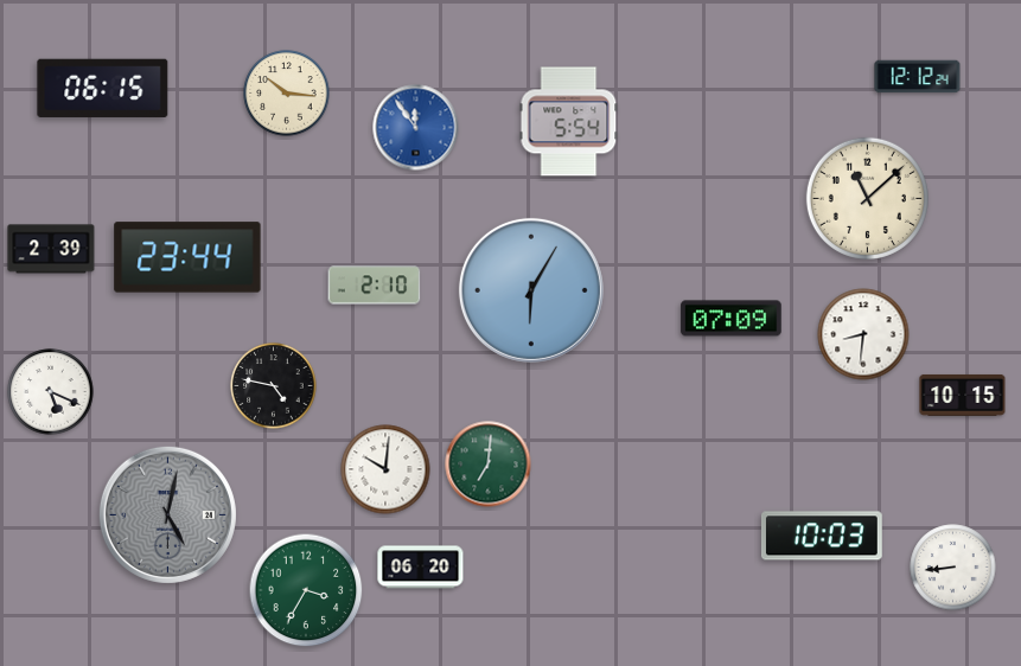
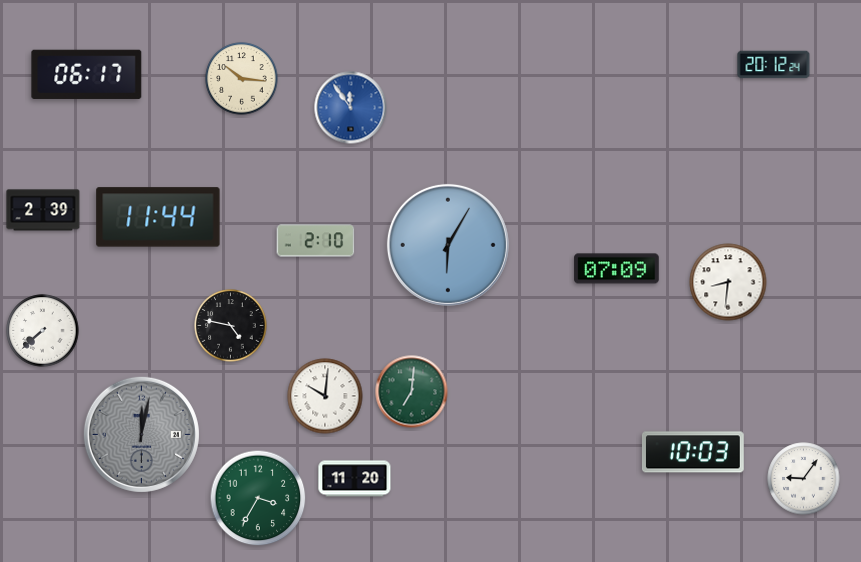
clock at (918, 77): 12:12 -> 20:12
clock at (103, 88): 06:15 -> 06:17
clock at (569, 122): 5:54 -> none
clock at (867, 198): 11:08 -> none
clock at (187, 257): 23:44 -> 11:44
clock at (51, 392): 5:19 -> 7:38
clock at (963, 395): 10:15 -> none
clock at (167, 514): 5:02 -> 12:02
clock at (421, 568): 06:20 -> 11:20
clock at (953, 568): 8:44 -> 9:06
